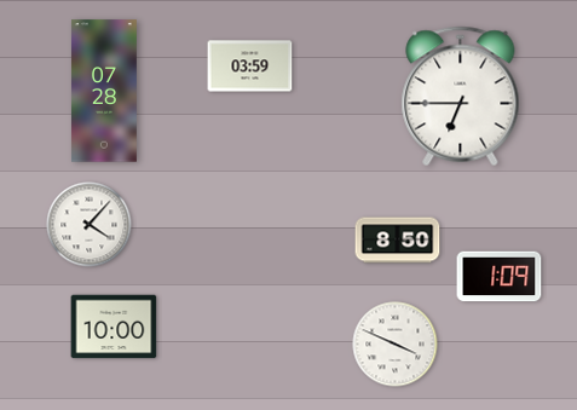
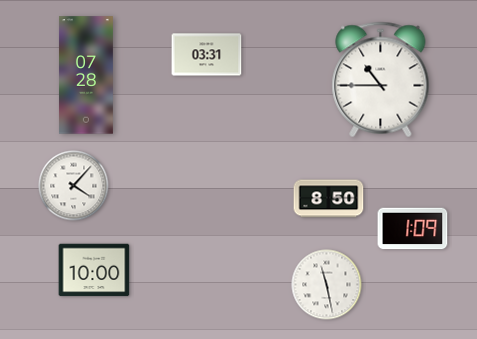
clock at (250, 67): 03:59 -> 03:31
clock at (461, 97): 6:45 -> 10:45
clock at (396, 345): 3:49 -> 11:28
